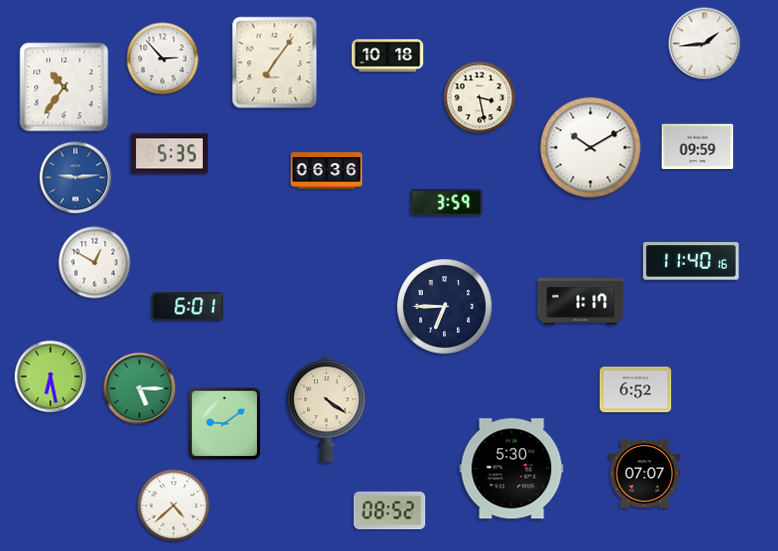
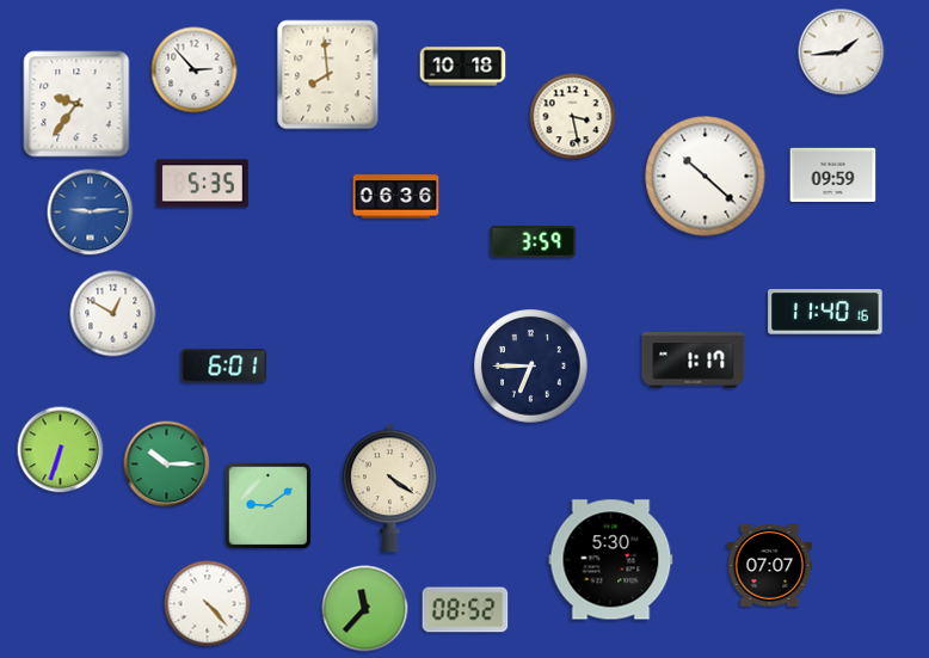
clock at (275, 63): 7:06 -> 7:59
clock at (64, 87): 10:36 -> 9:36
clock at (591, 148): 10:10 -> 10:22
clock at (327, 171) position: (327, 171) -> (396, 197)
clock at (51, 377): 6:28 -> 6:33
clock at (140, 389): 5:15 -> 10:15
clock at (636, 390): 6:52 -> none
clock at (174, 506): 4:38 -> 4:23
clock at (365, 609): none -> 11:37
